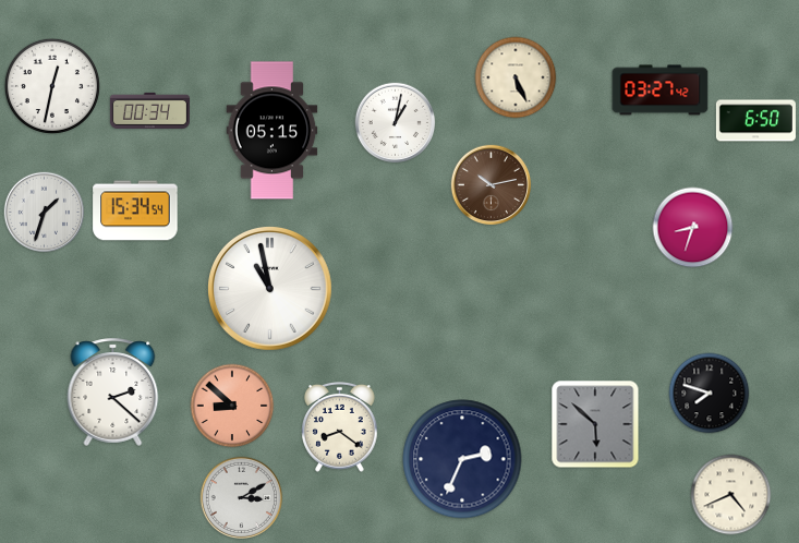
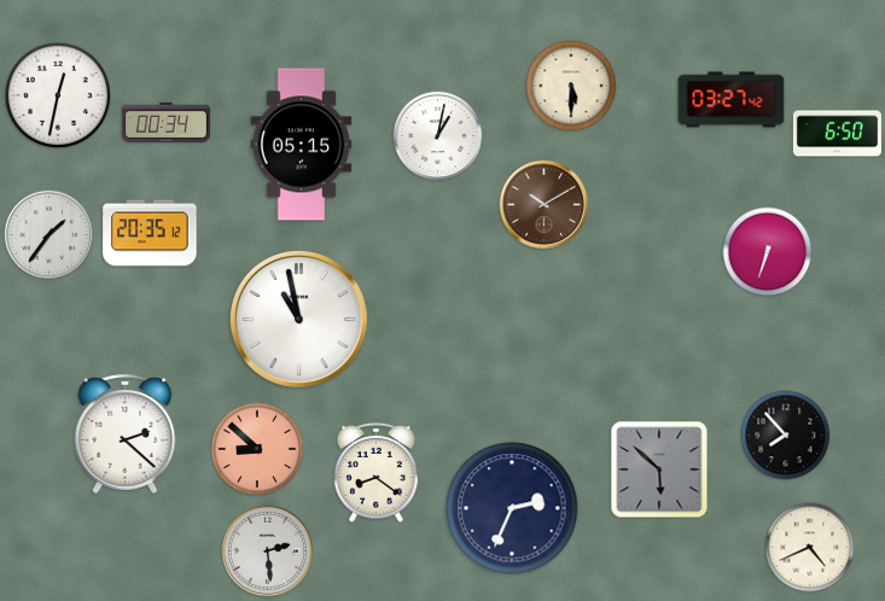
clock at (516, 77): 5:26 -> 5:30
clock at (492, 185): 10:13 -> 10:10
clock at (135, 210): 15:34 -> 20:35
clock at (45, 213): 1:33 -> 1:36
clock at (693, 228): 8:33 -> 6:33
clock at (710, 394): 7:48 -> 7:53
clock at (242, 498): 3:10 -> 2:29
